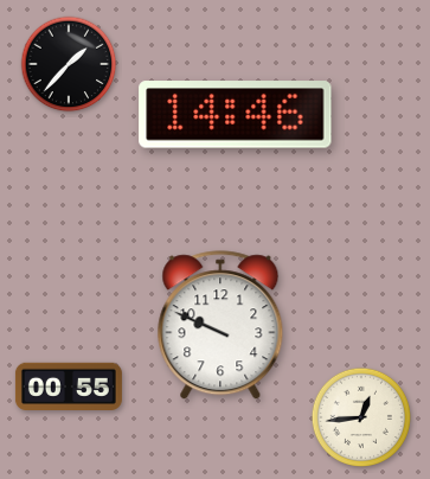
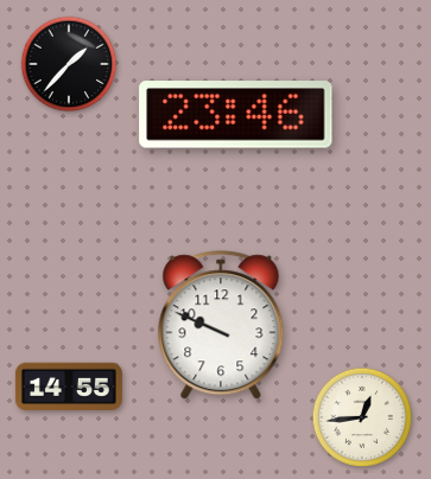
clock at (236, 115): 14:46 -> 23:46
clock at (69, 387): 00:55 -> 14:55
